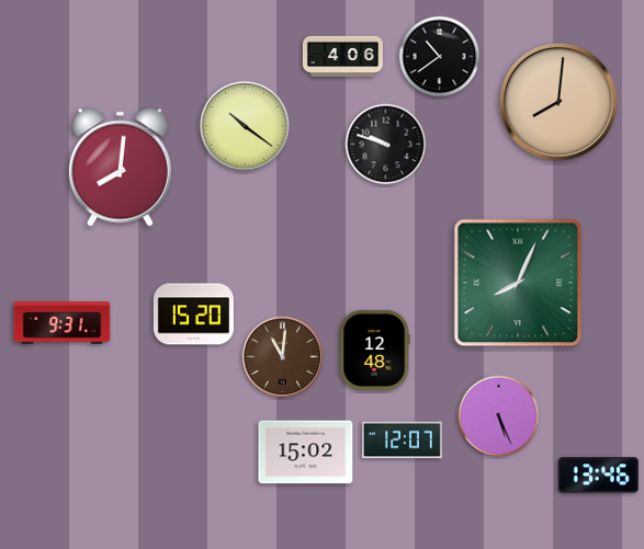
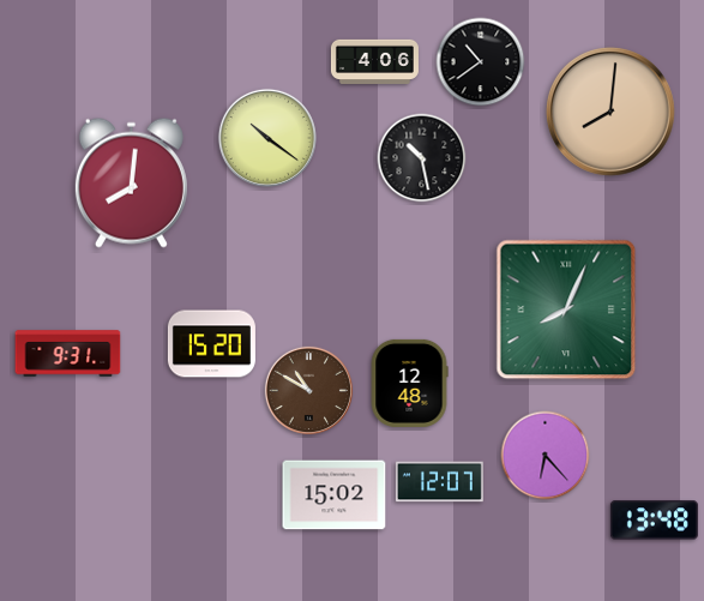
clock at (386, 145): 9:48 -> 10:28
clock at (282, 356): 11:01 -> 10:50
clock at (499, 416): 5:26 -> 6:23
clock at (598, 476): 13:46 -> 13:48
